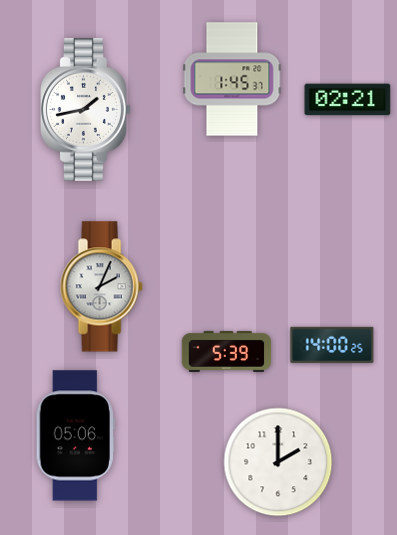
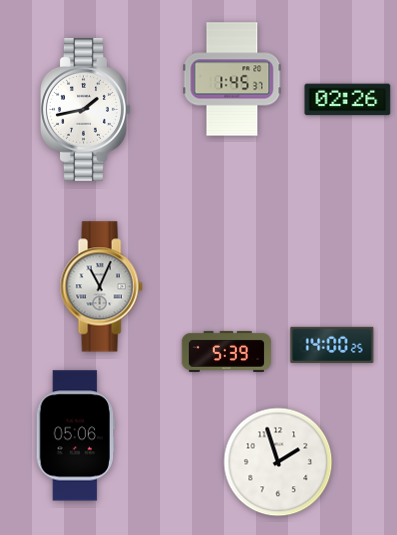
clock at (348, 100): 02:21 -> 02:26
clock at (101, 287): 2:04 -> 11:04
clock at (278, 462): 2:00 -> 1:57
